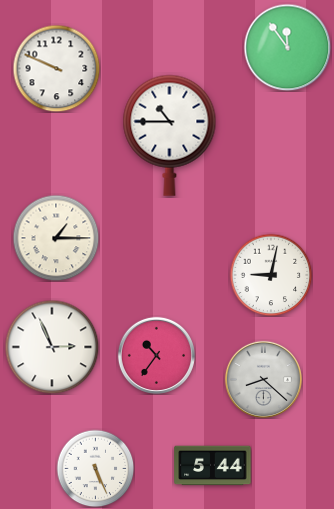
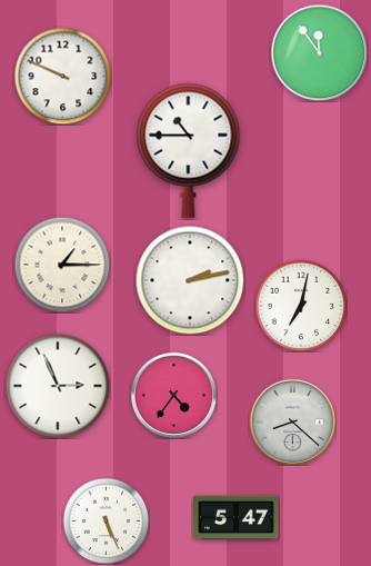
clock at (190, 280): none -> 2:13
clock at (271, 275): 9:02 -> 7:02
clock at (156, 355): 10:36 -> 4:36
clock at (213, 466): 5:44 -> 5:47
